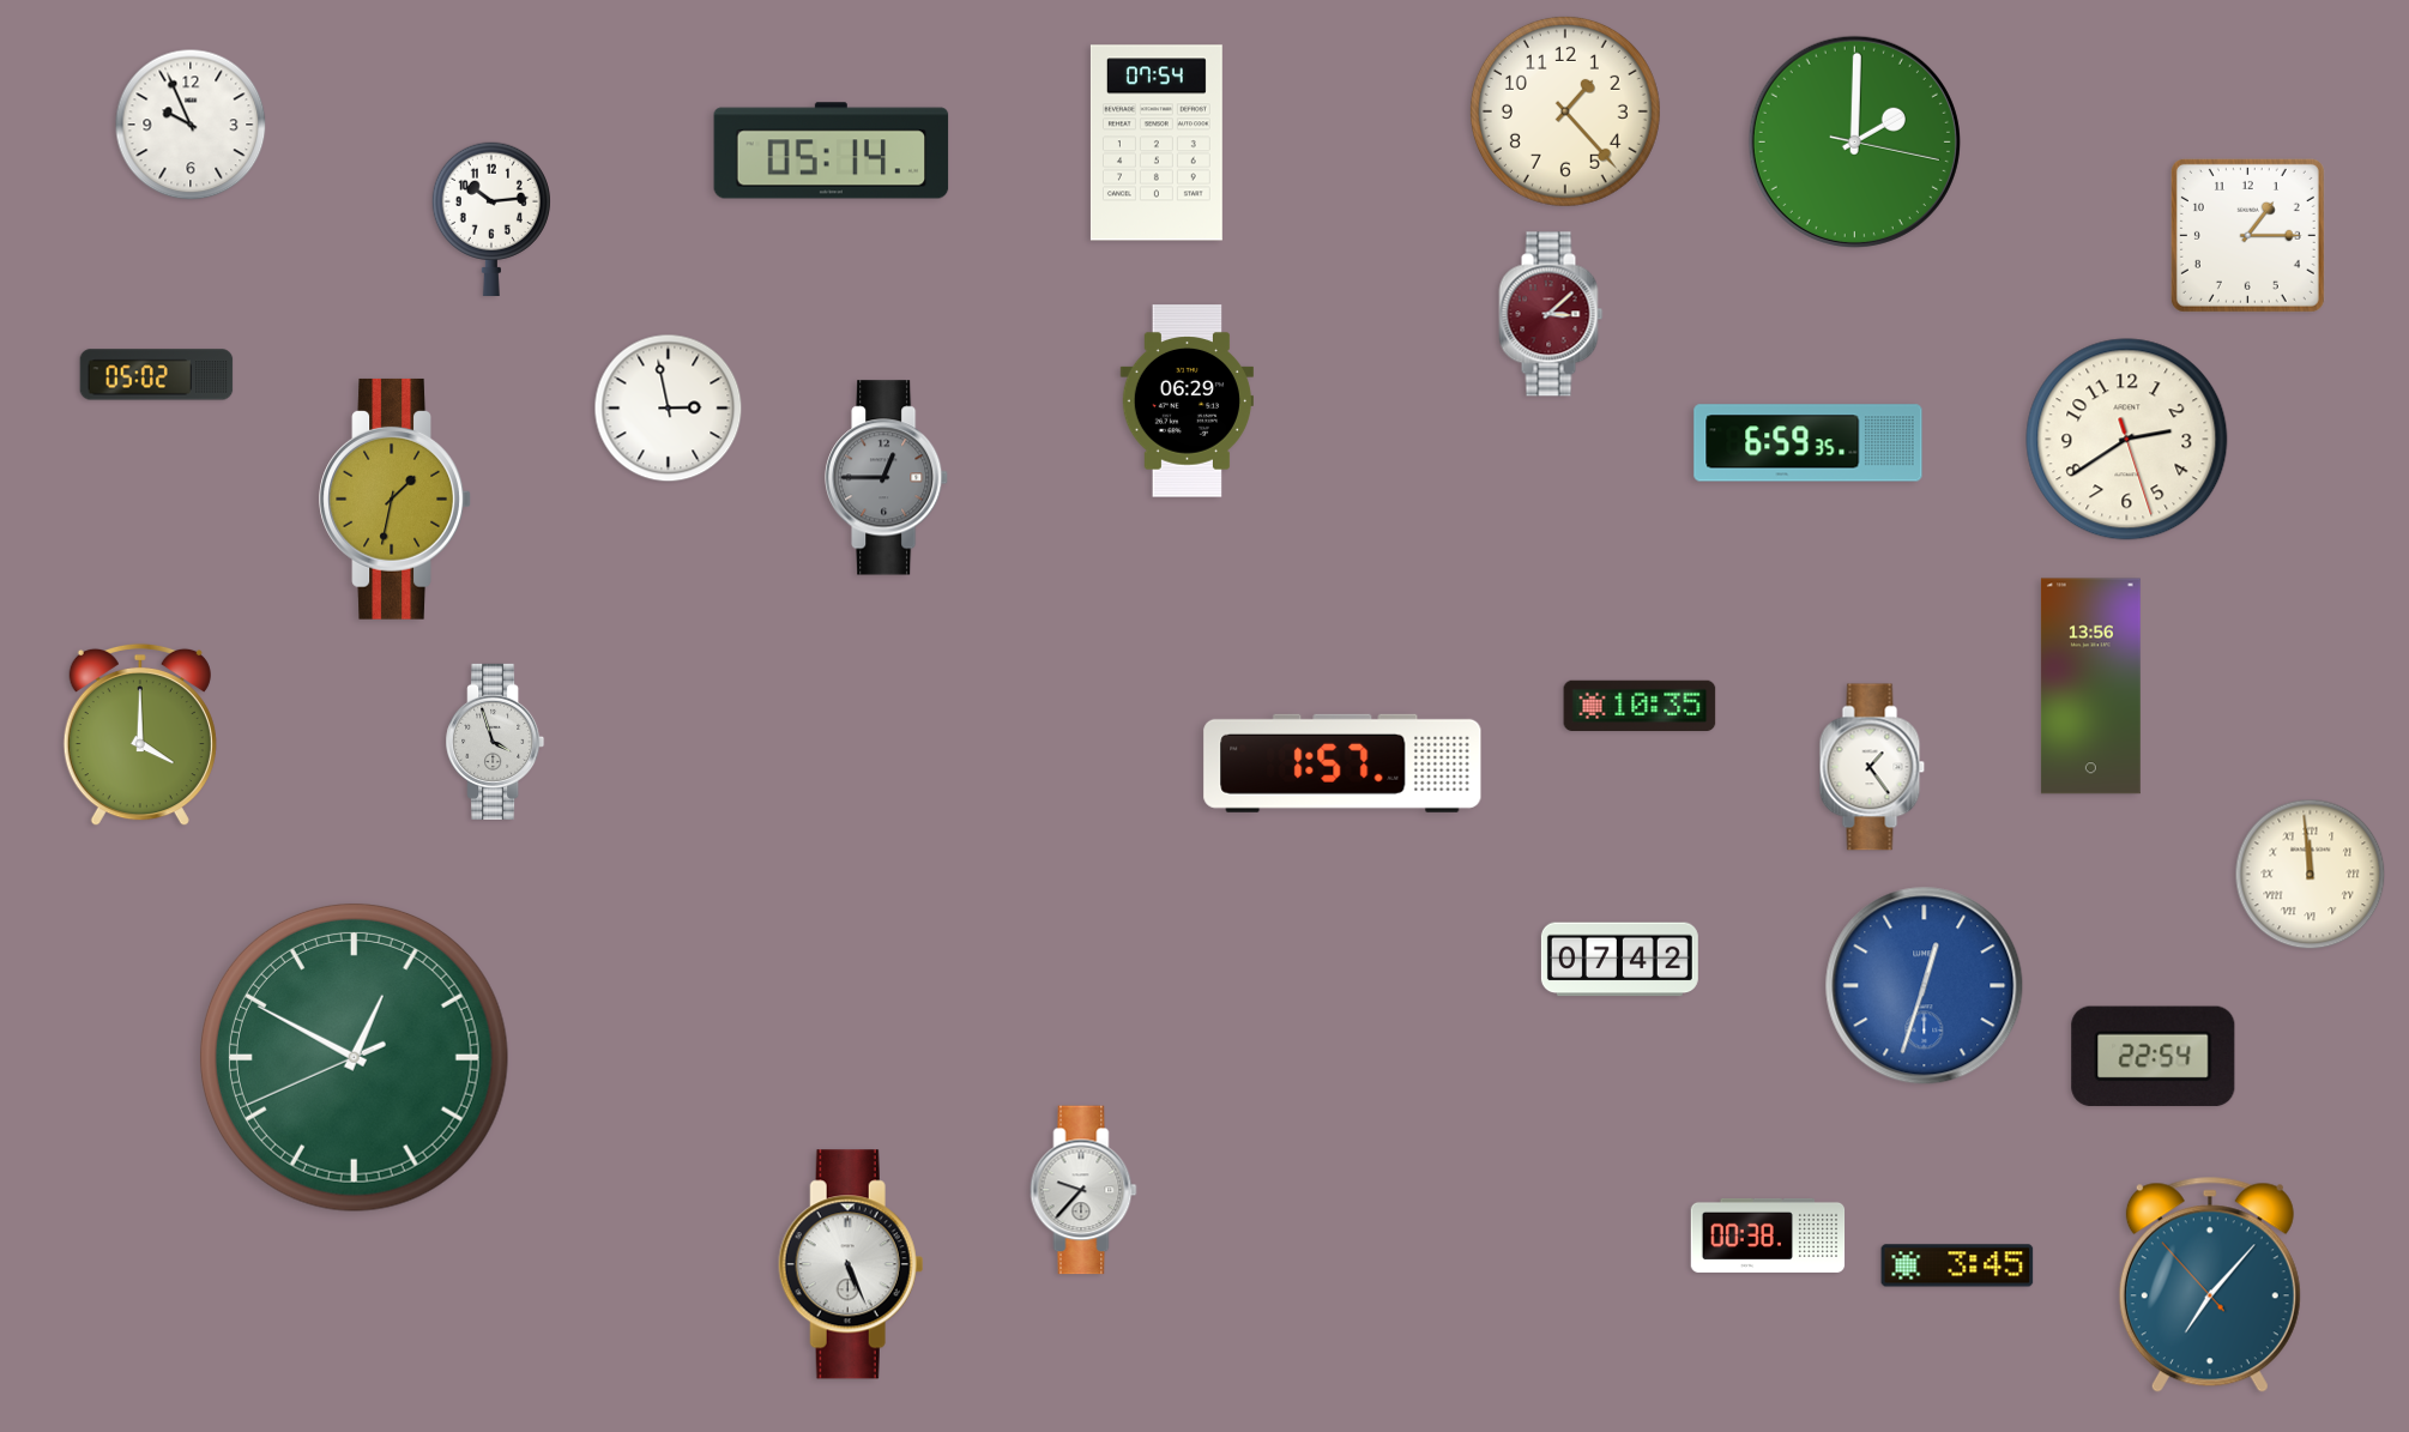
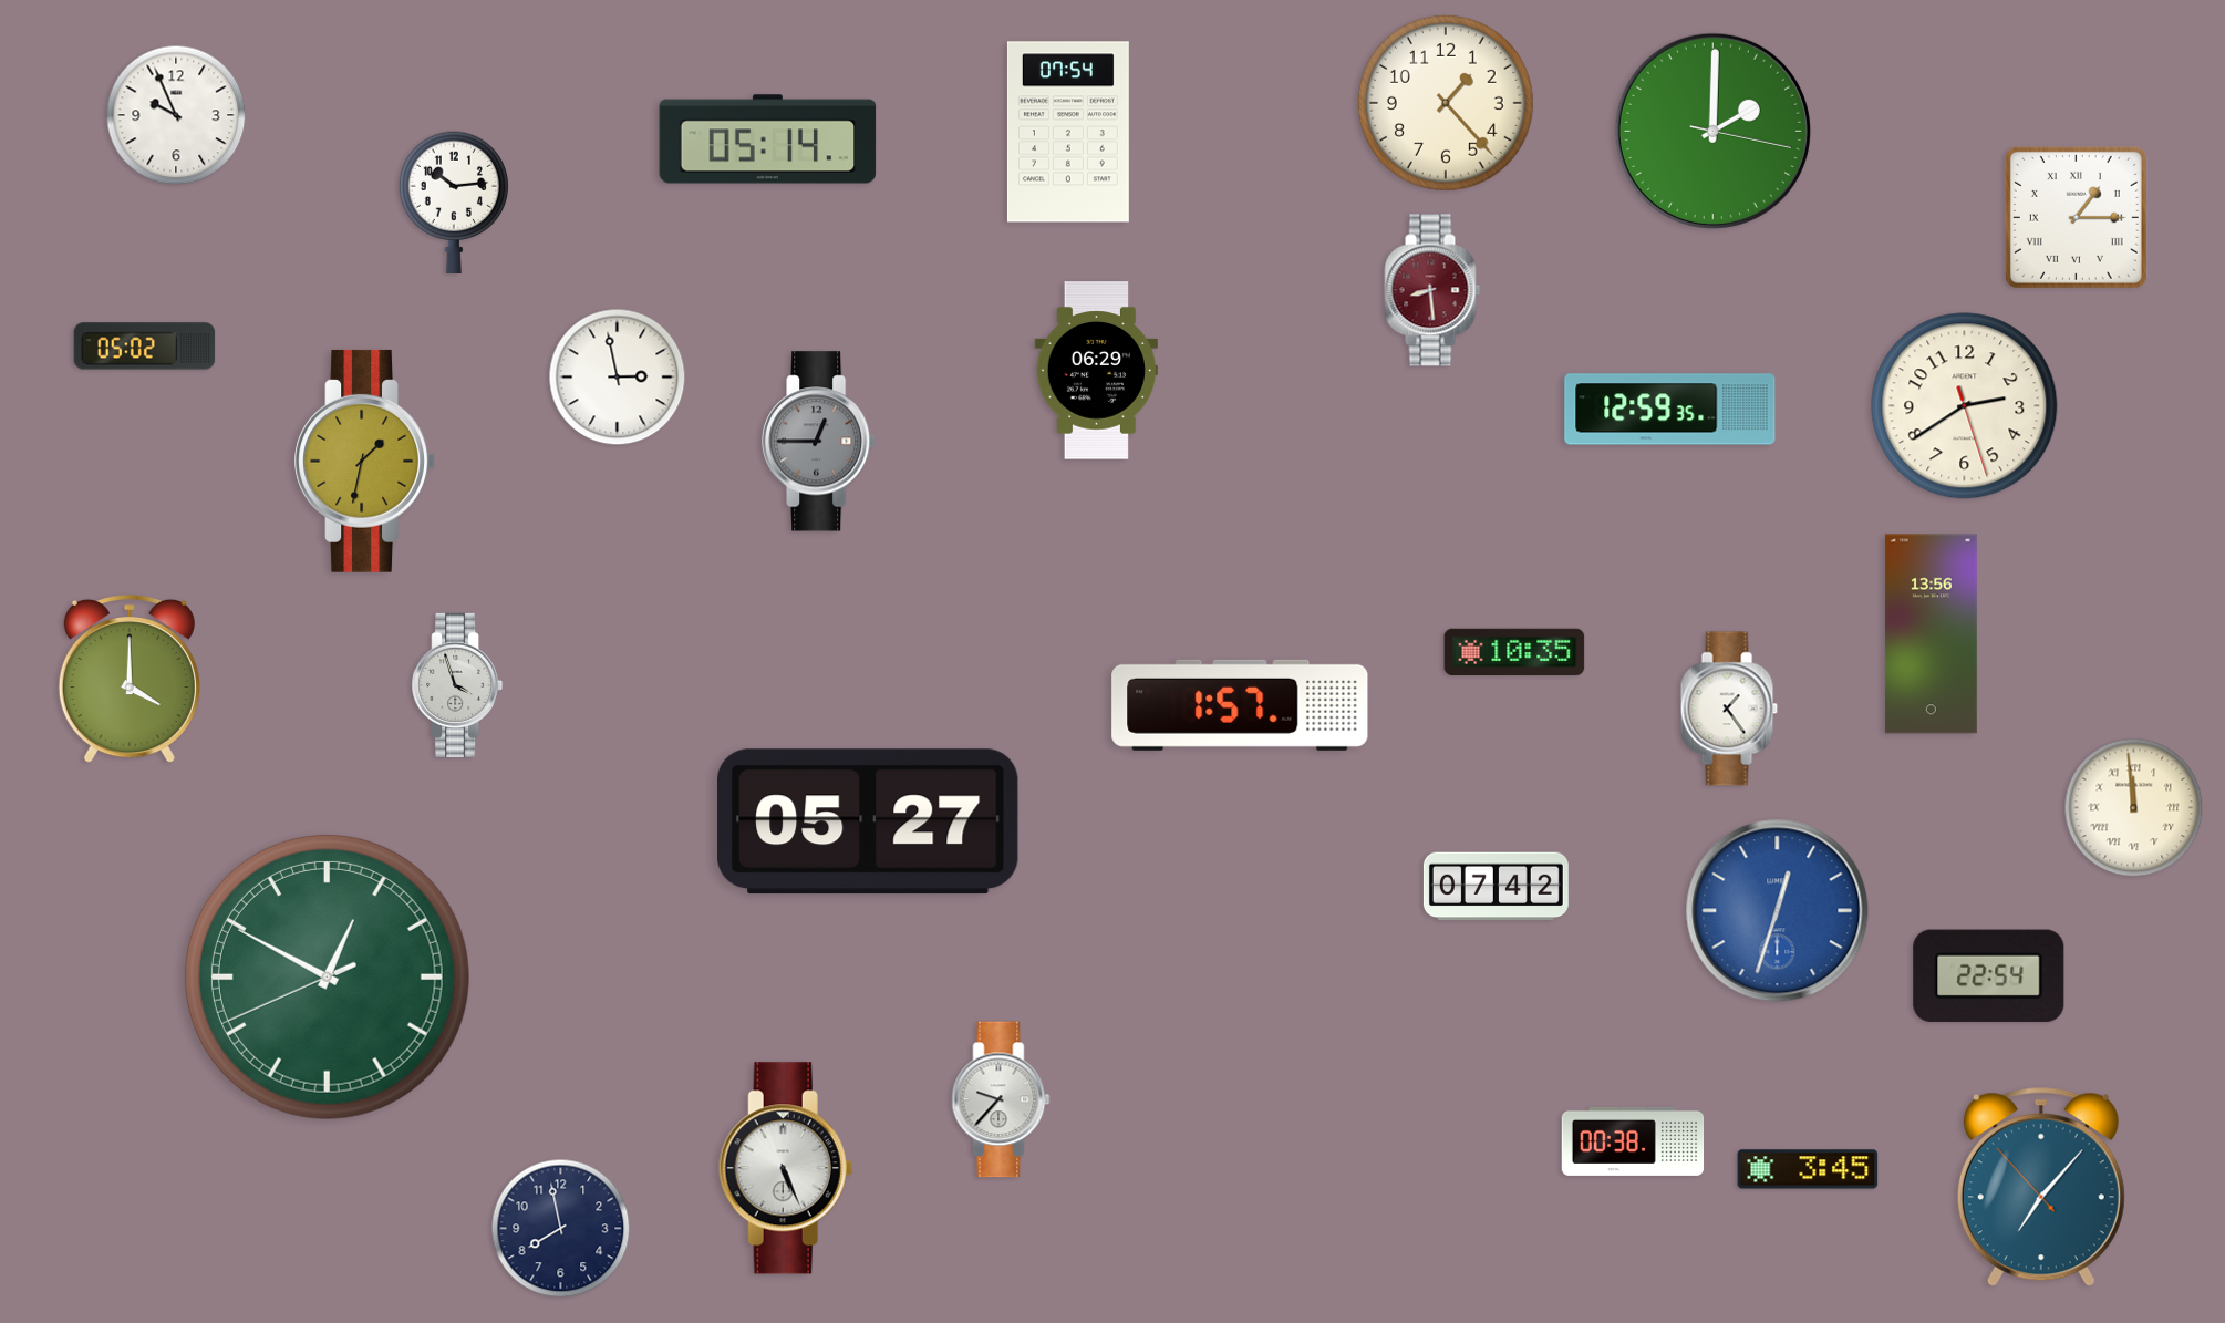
clock at (2247, 235) numerals: Arabic -> Roman
clock at (1551, 314): 3:08 -> 8:29
clock at (1809, 443): 6:59 -> 12:59
clock at (868, 821): none -> 05:27
clock at (561, 1229): none -> 7:58
